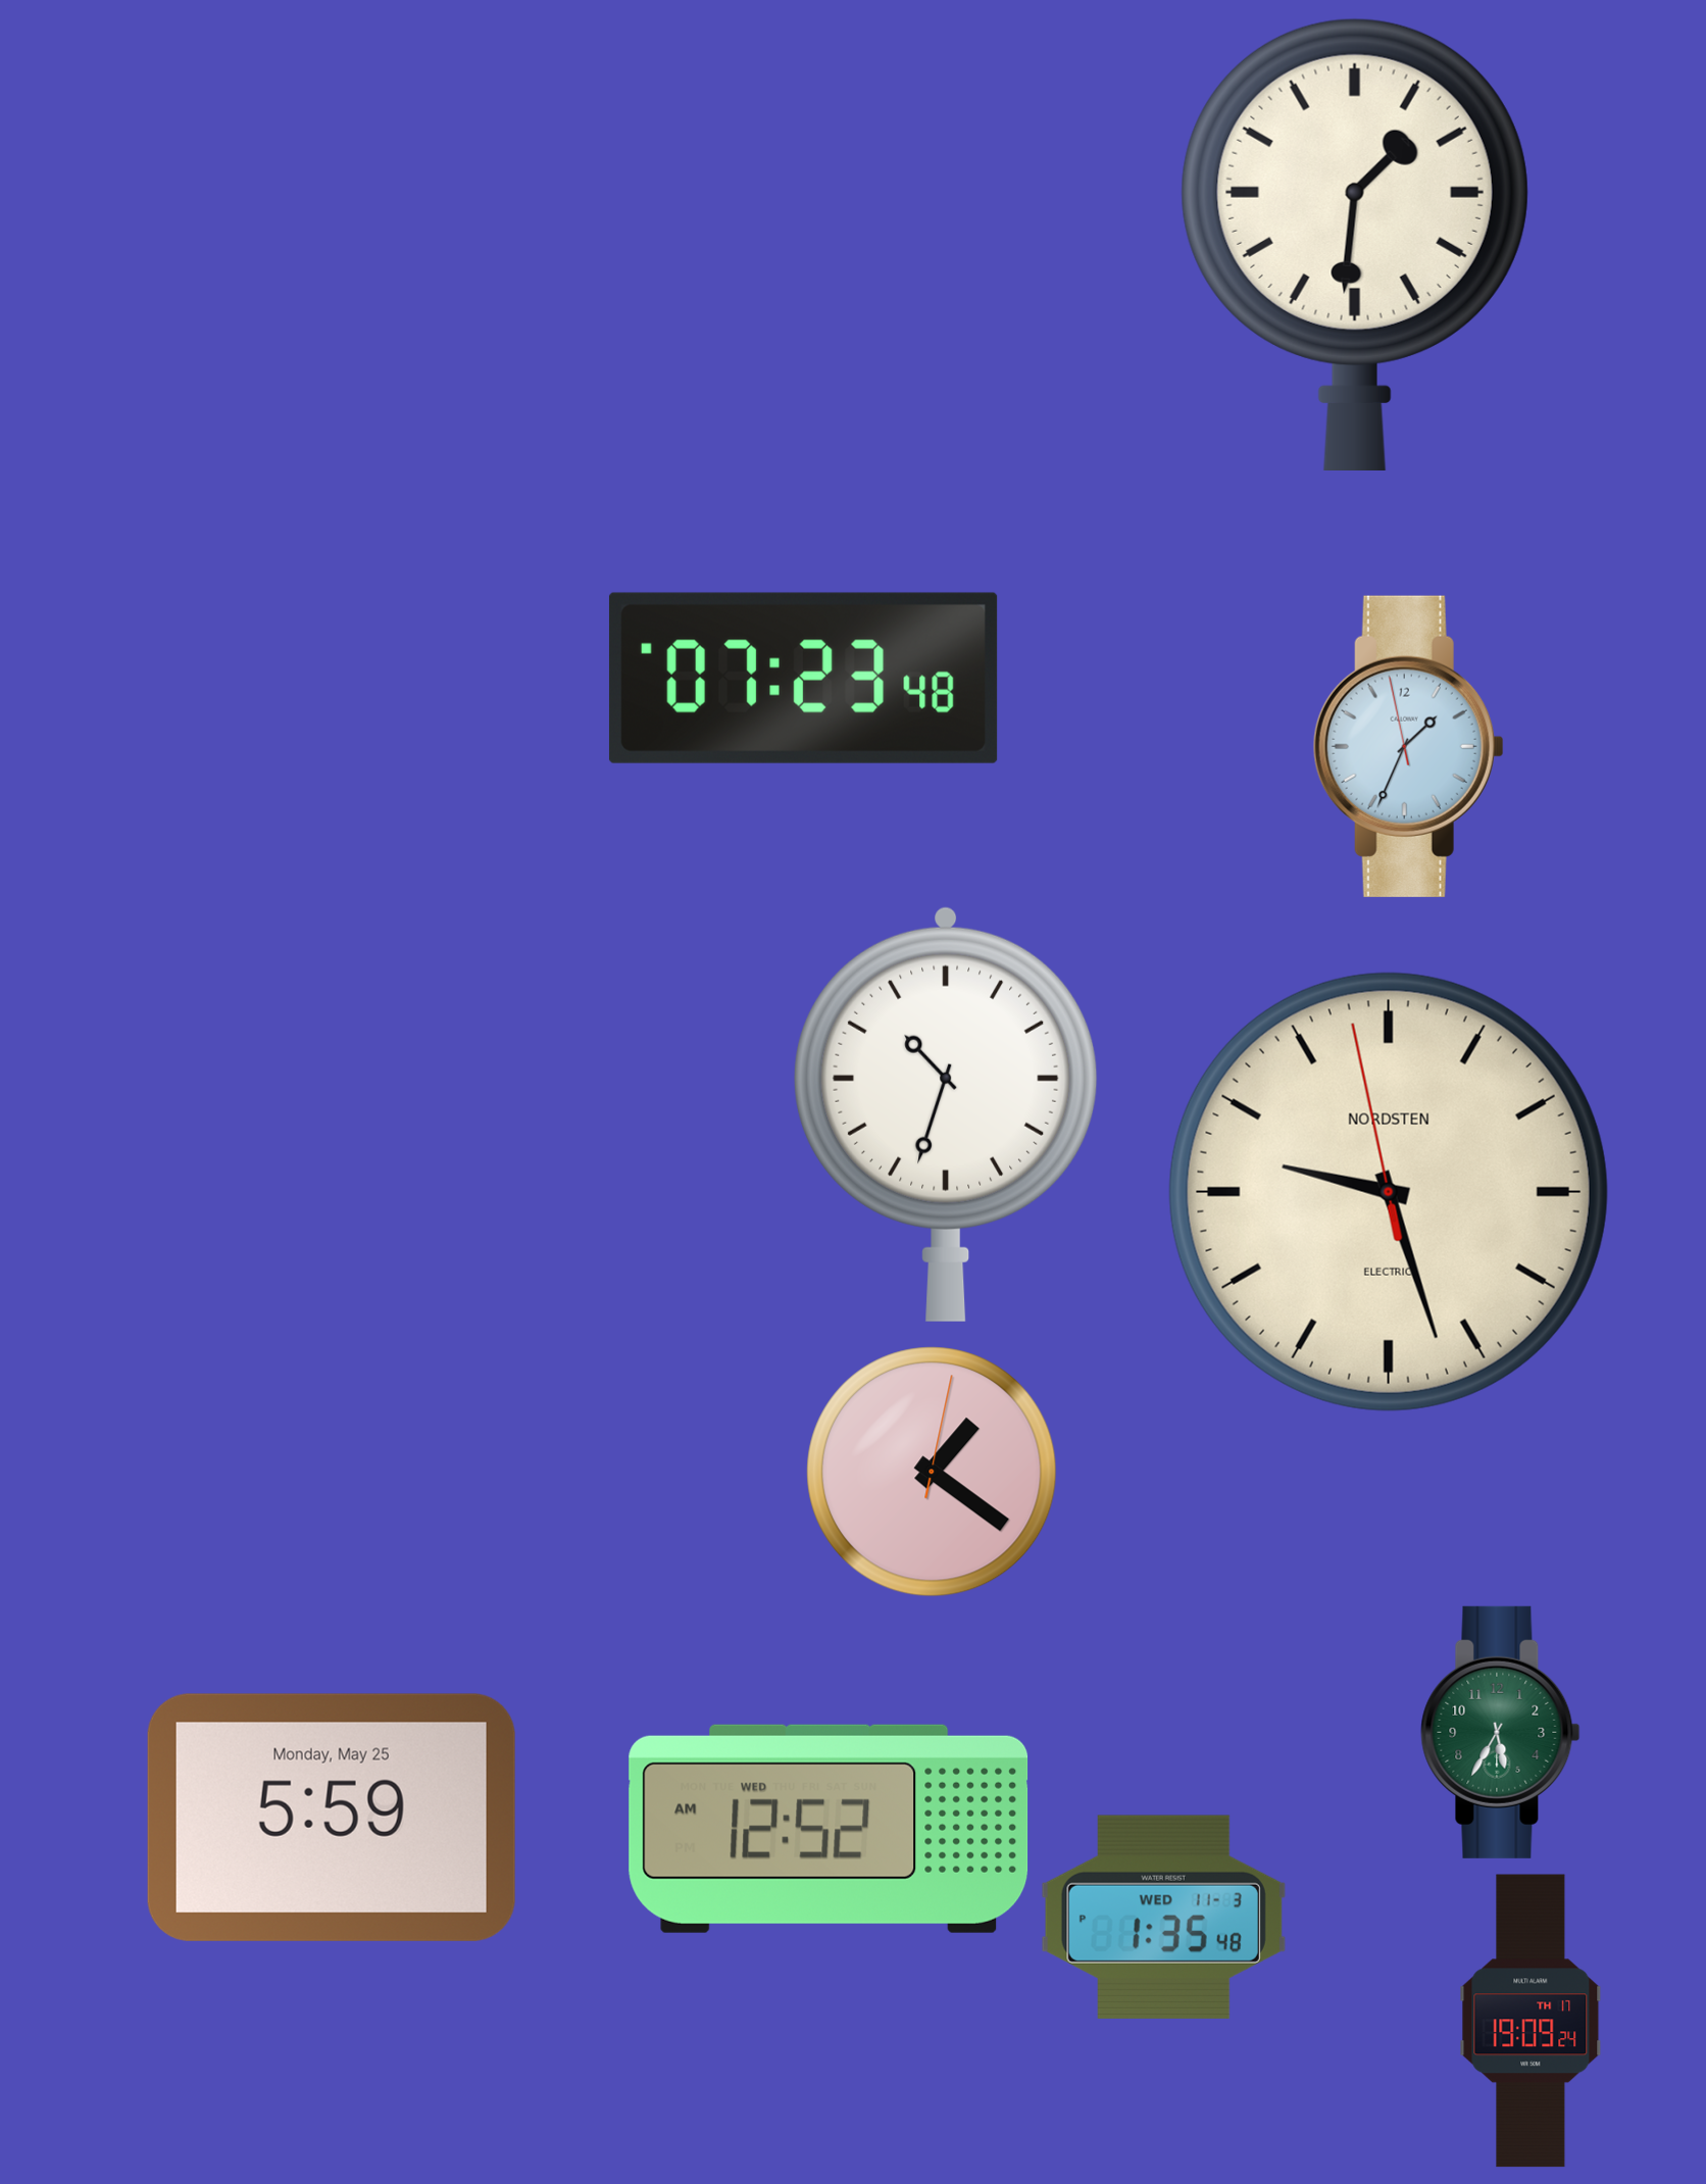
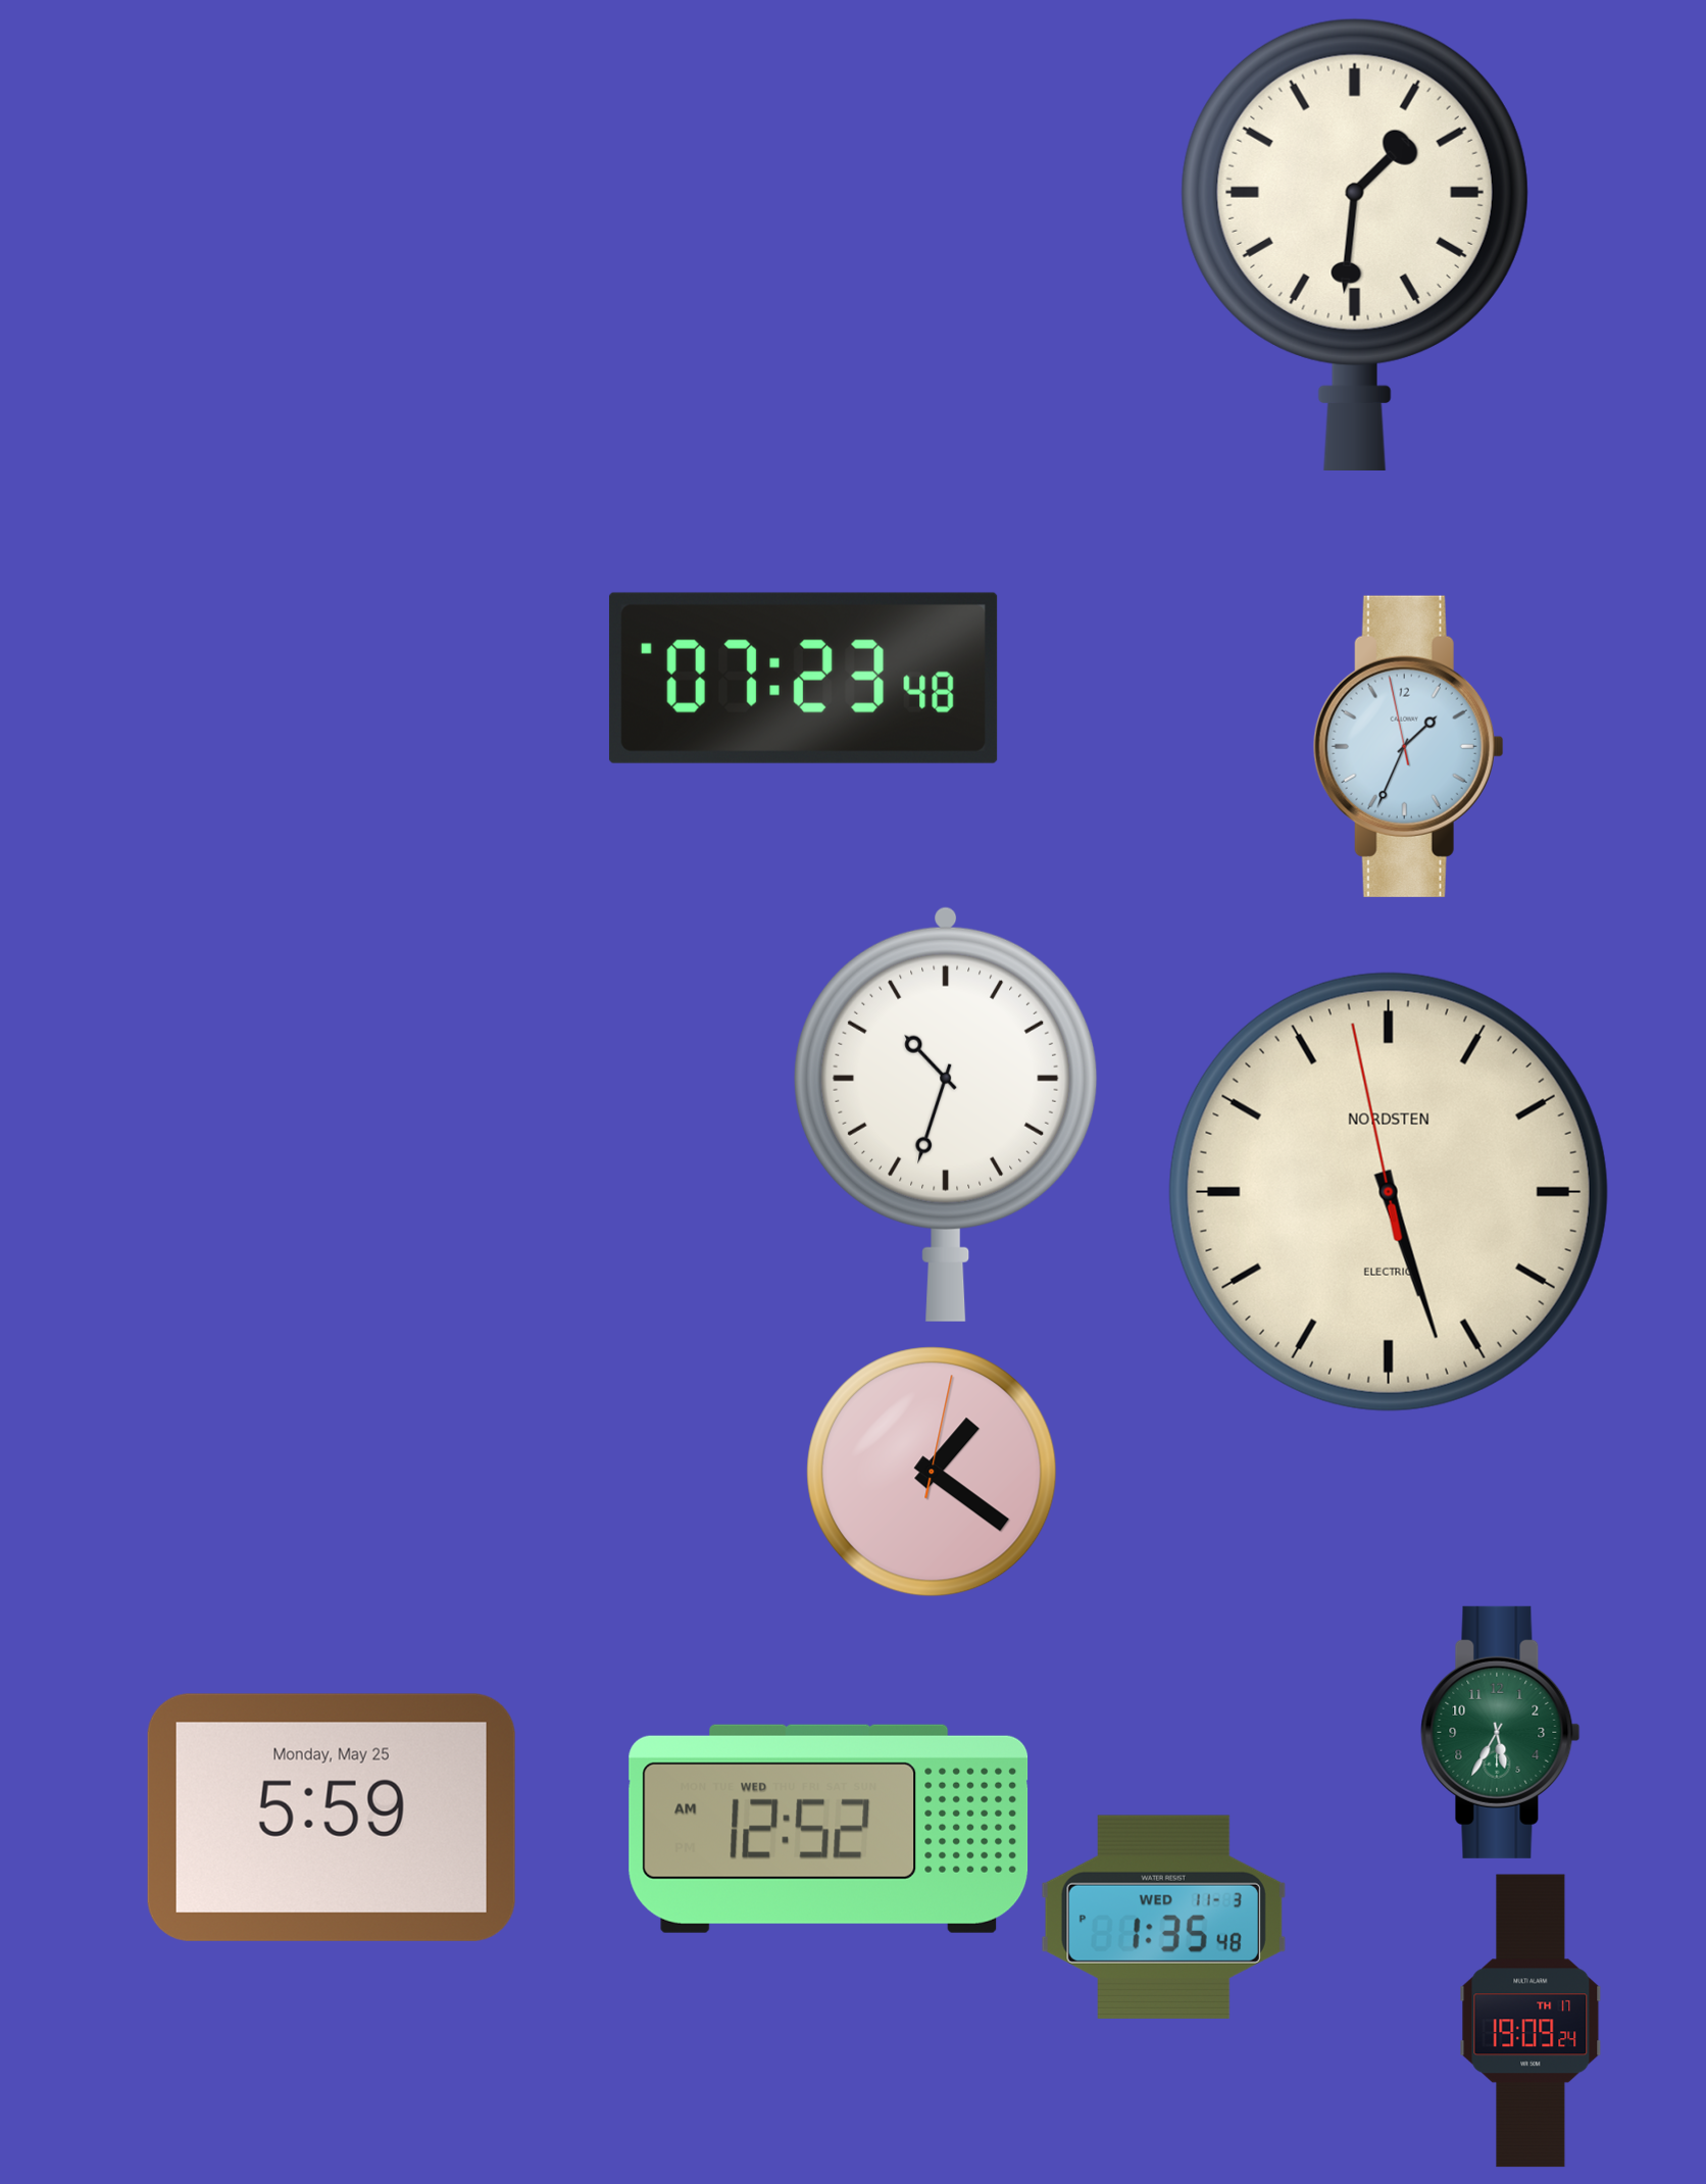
clock at (1389, 1192): 9:26 -> 5:26
